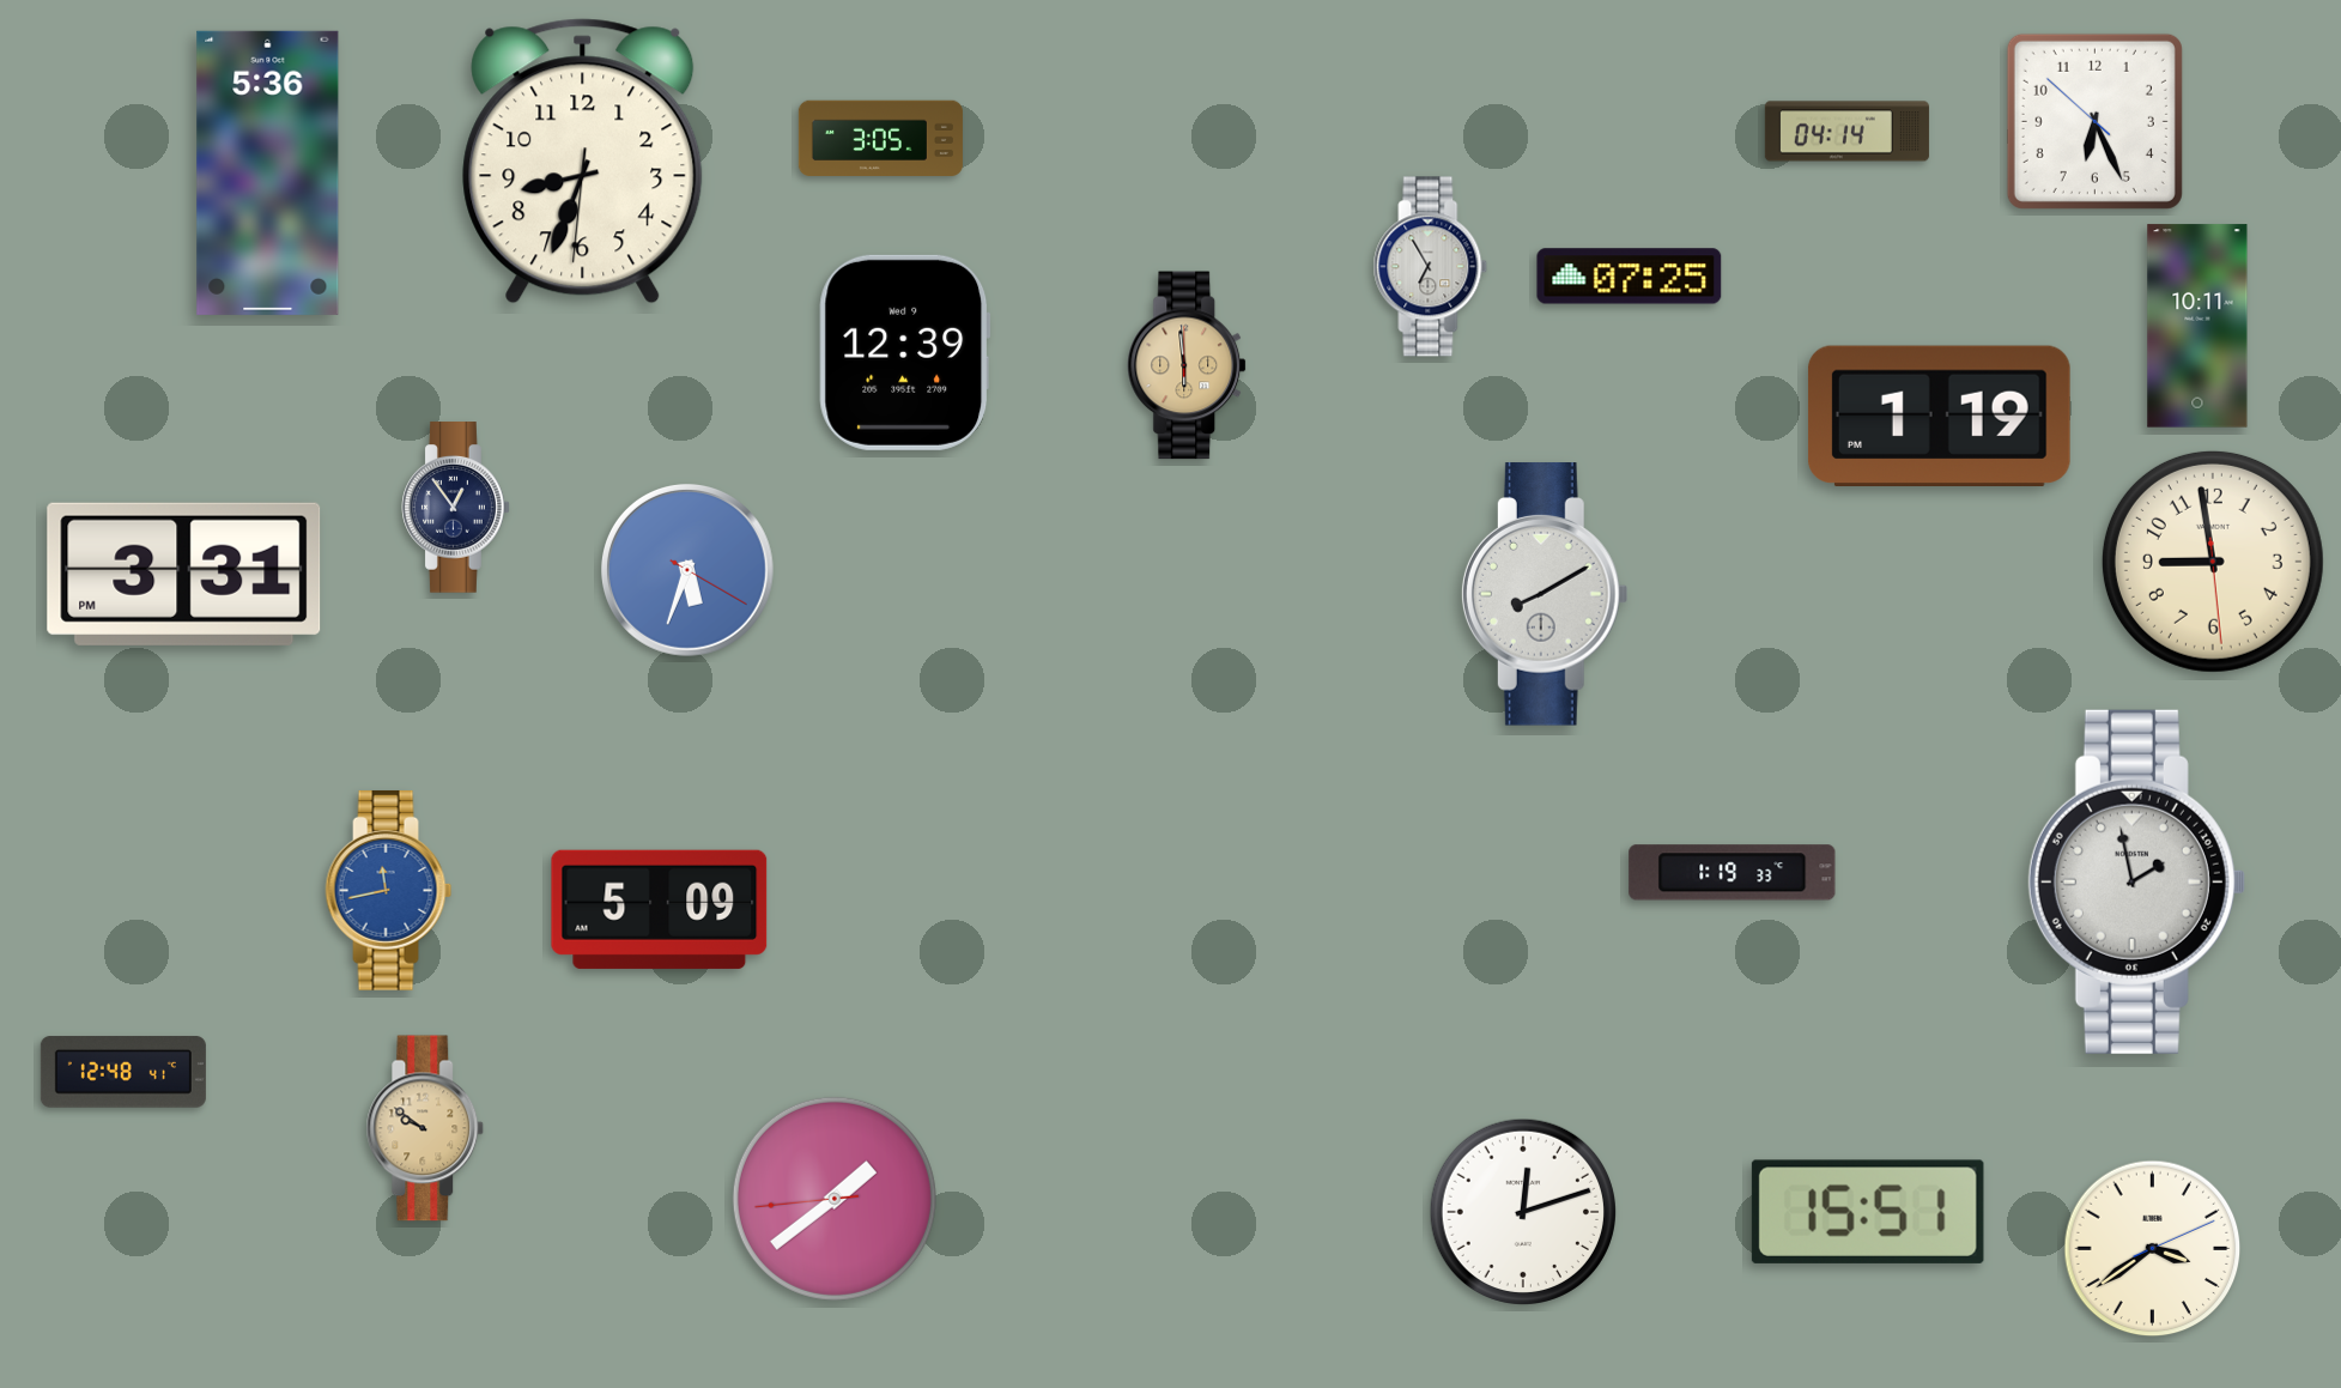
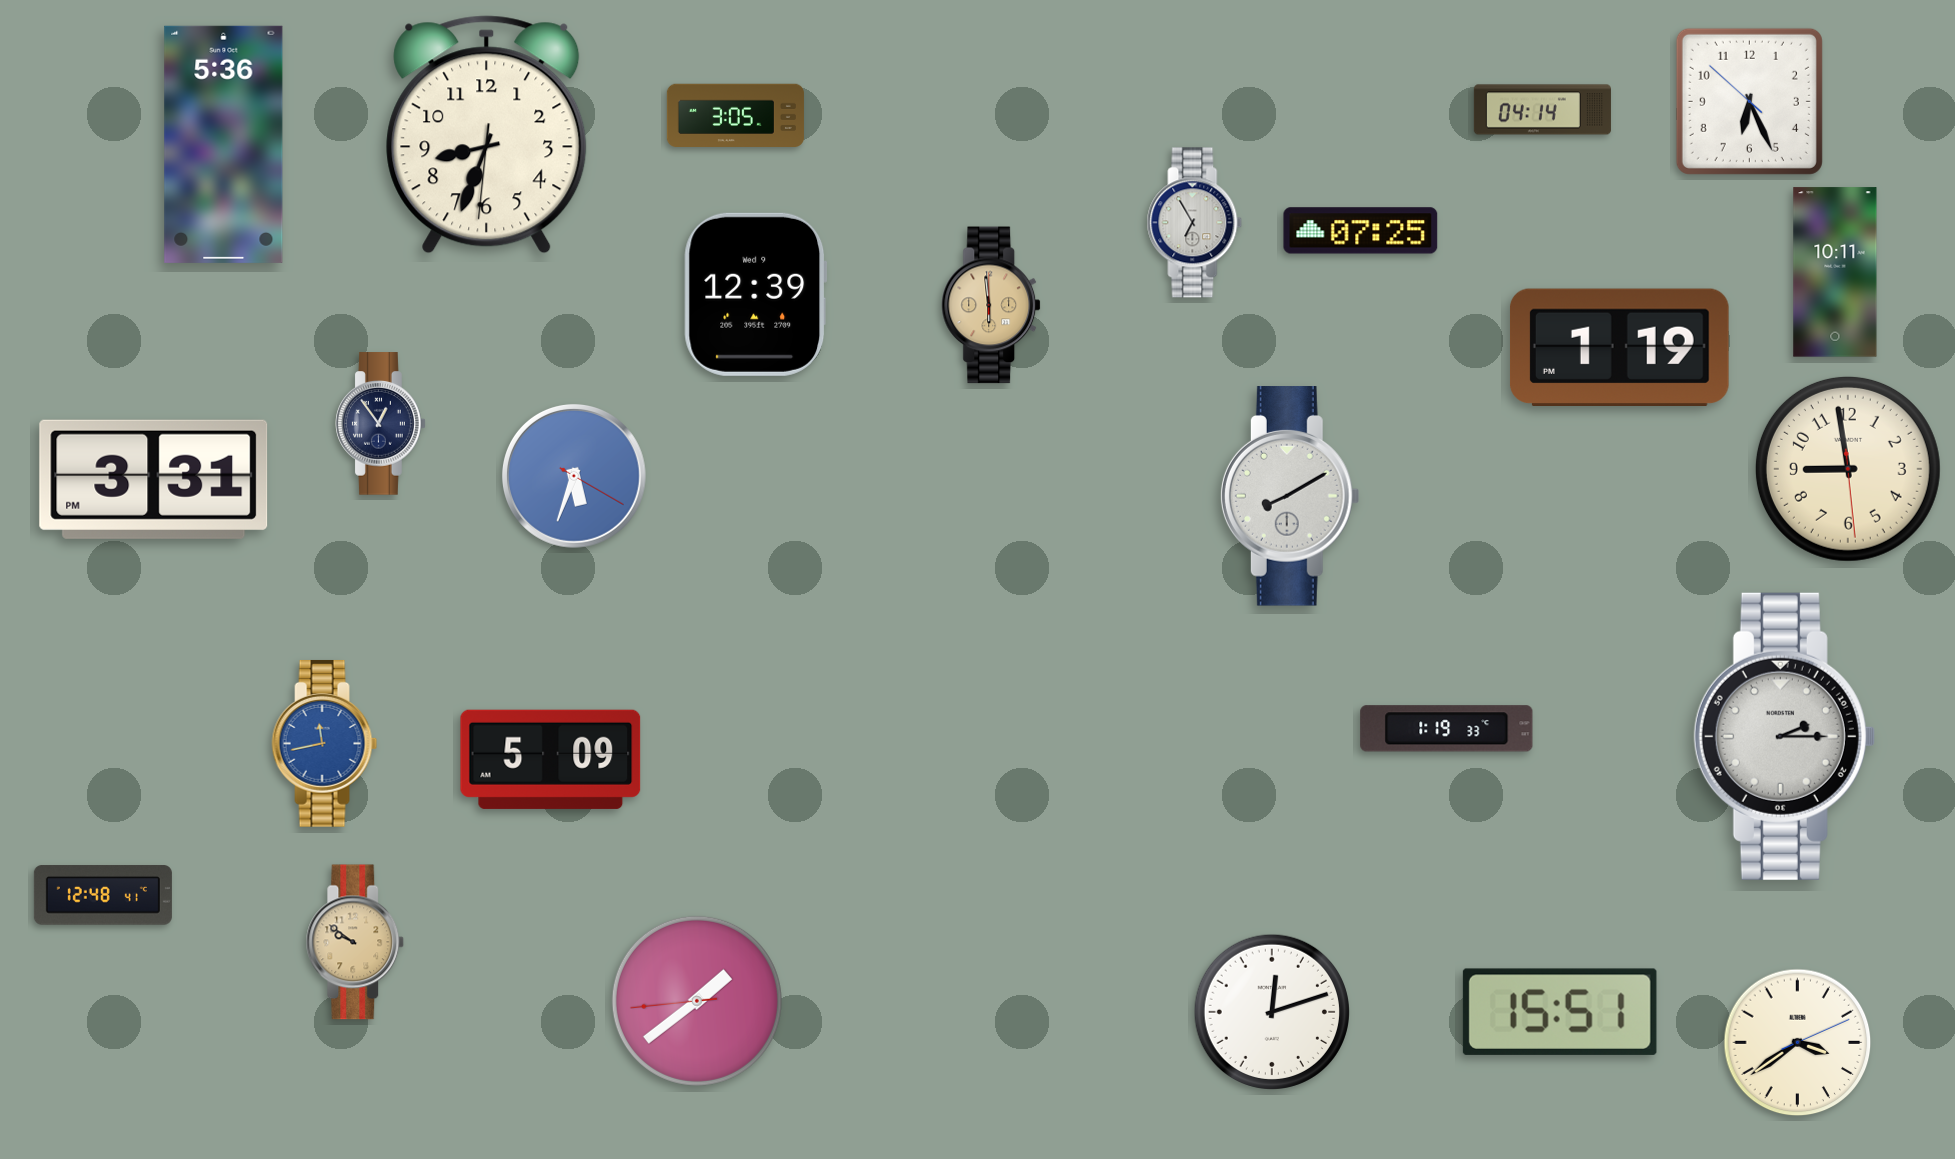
clock at (2136, 881): 1:58 -> 2:15
